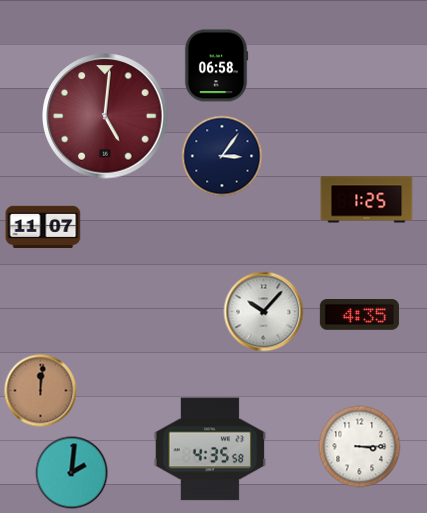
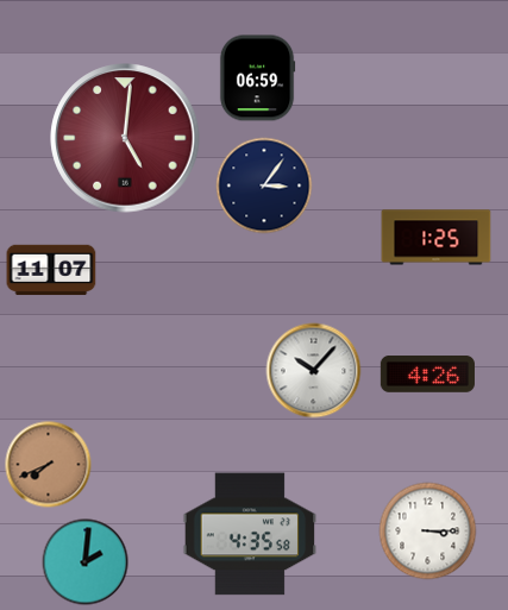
clock at (216, 66): 06:58 -> 06:59
clock at (359, 315): 4:35 -> 4:26
clock at (41, 391): 12:01 -> 7:41
